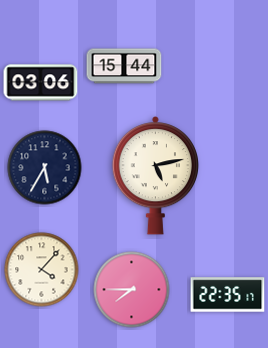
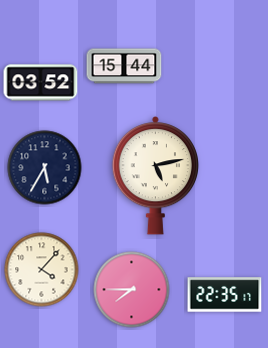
clock at (41, 83): 03:06 -> 03:52
clock at (228, 295) position: (228, 295) -> (225, 295)
